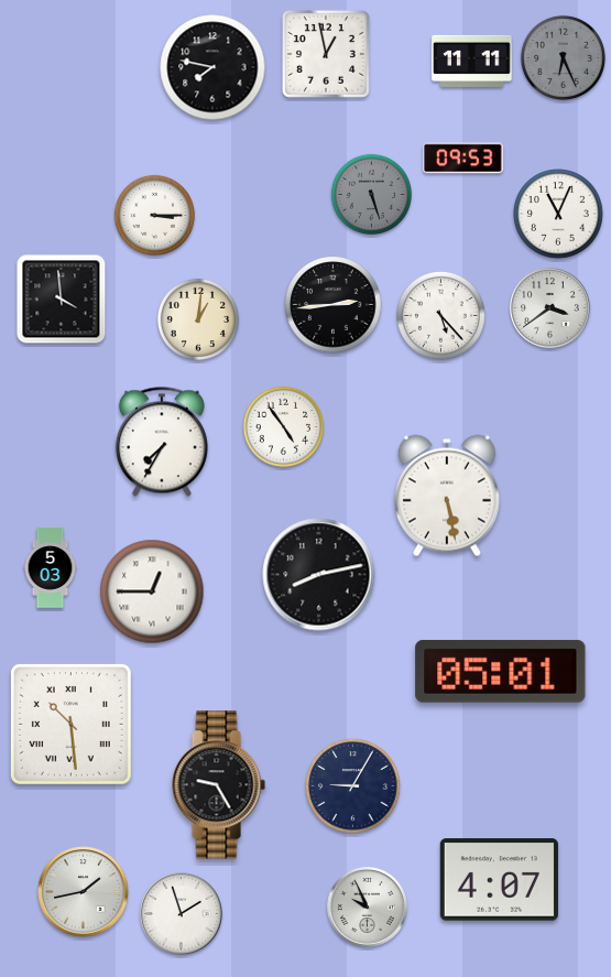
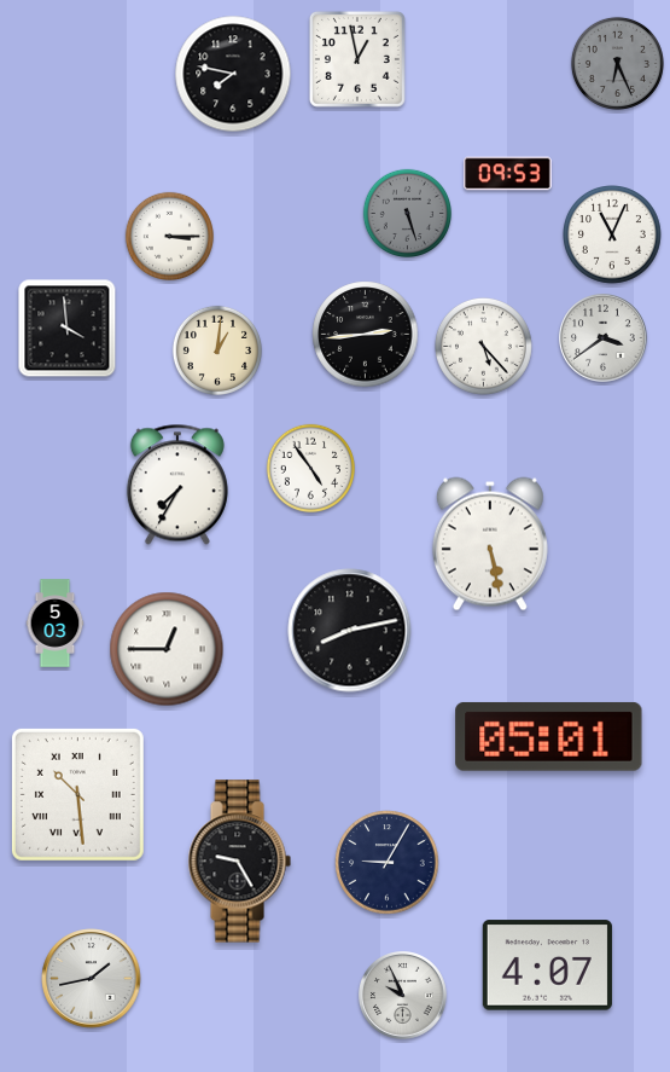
clock at (472, 61): 11:11 -> none
clock at (182, 914): 1:57 -> none
